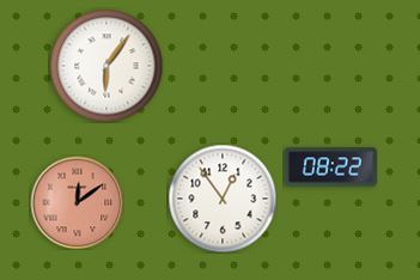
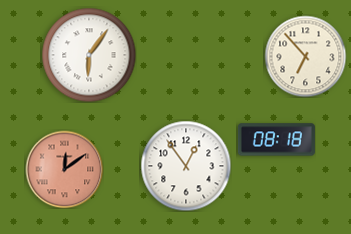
clock at (305, 56): none -> 6:53
clock at (330, 168): 08:22 -> 08:18
